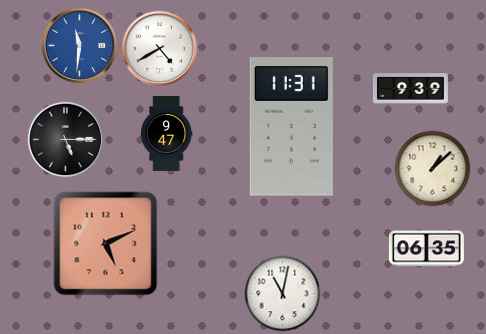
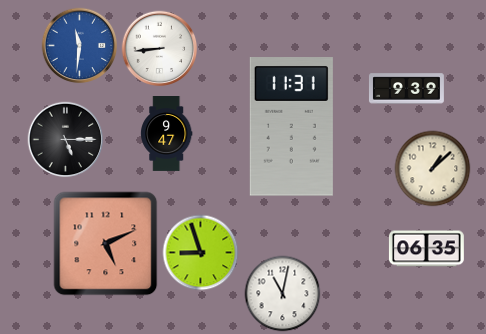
clock at (160, 49): 4:40 -> 8:44
clock at (410, 89) position: (410, 89) -> (406, 89)
clock at (201, 253): none -> 8:57
